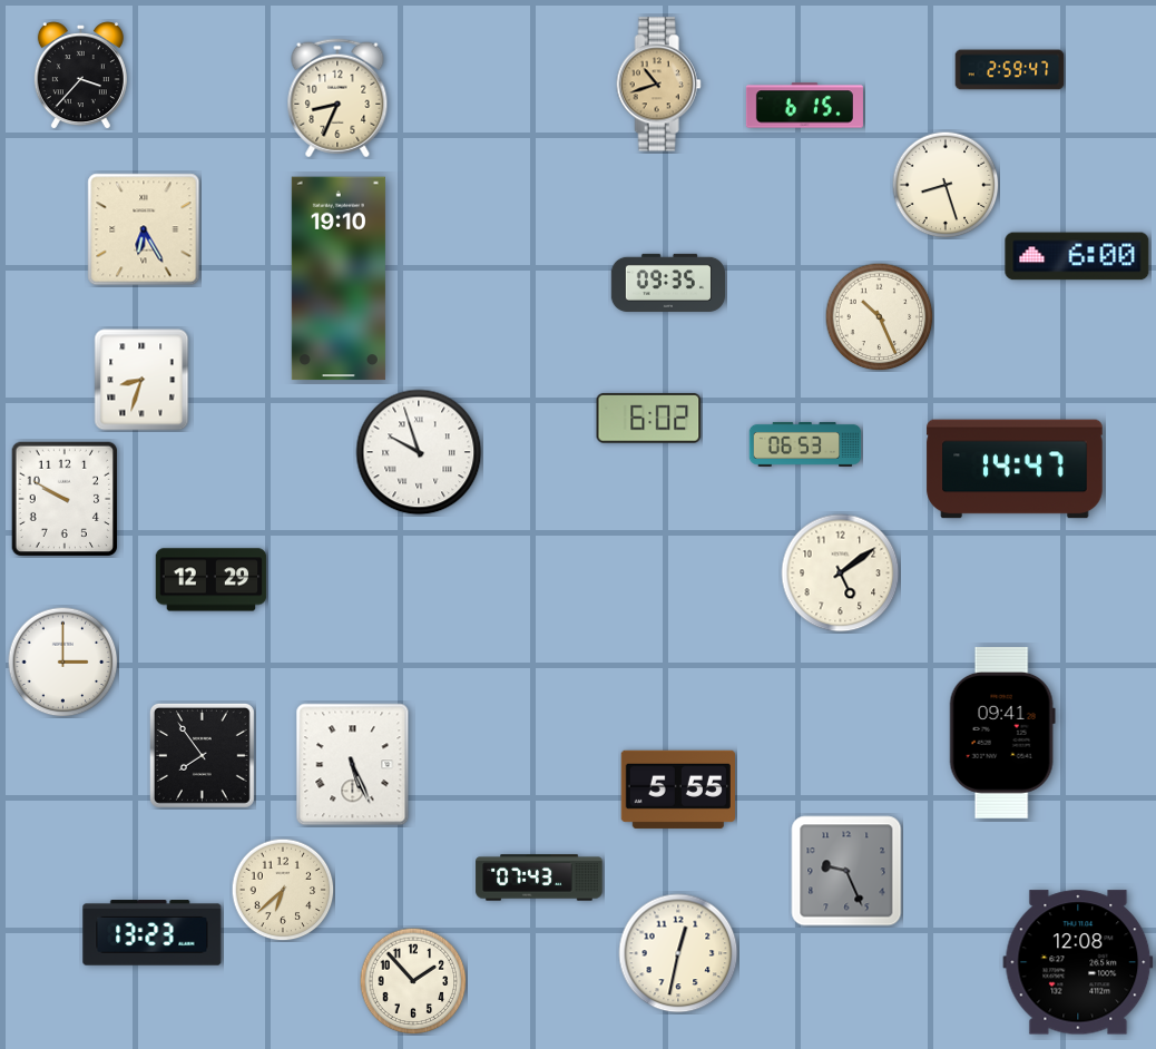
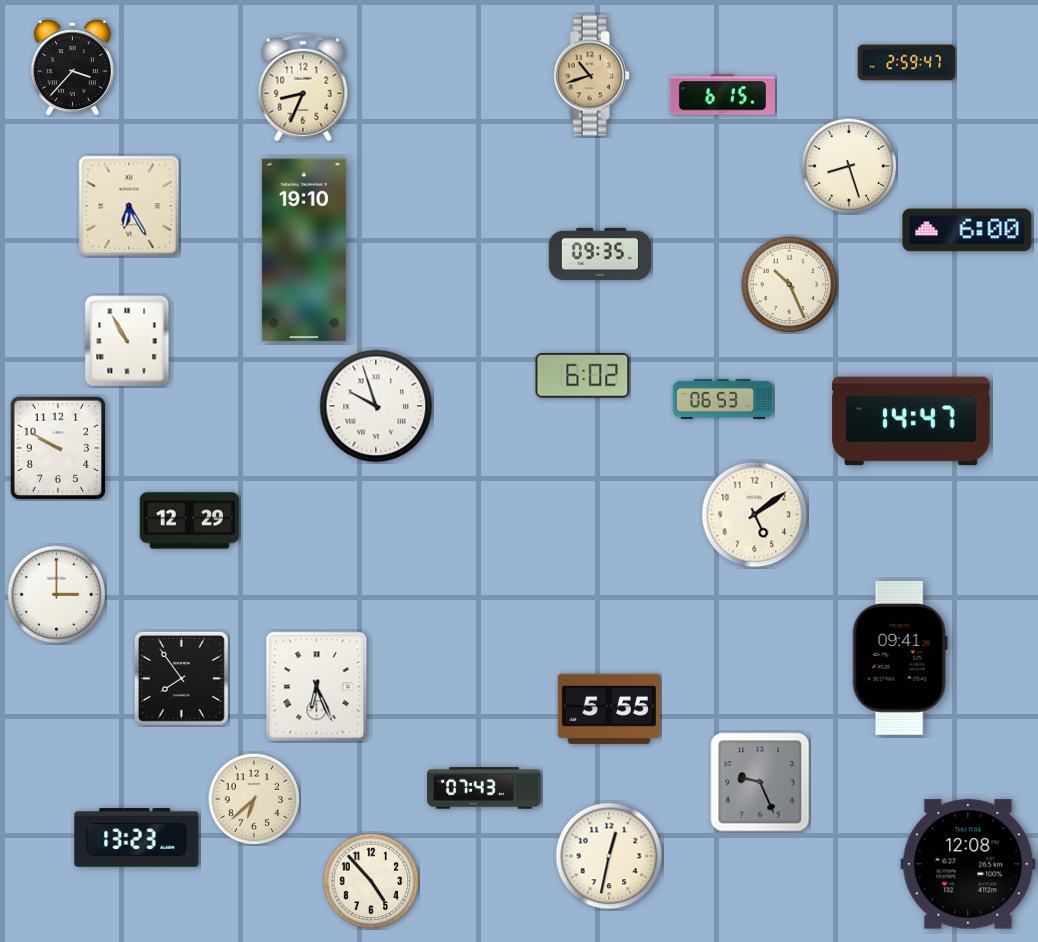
clock at (141, 380): 8:33 -> 10:55
clock at (353, 765): 5:26 -> 6:26
clock at (413, 981): 1:53 -> 4:53
